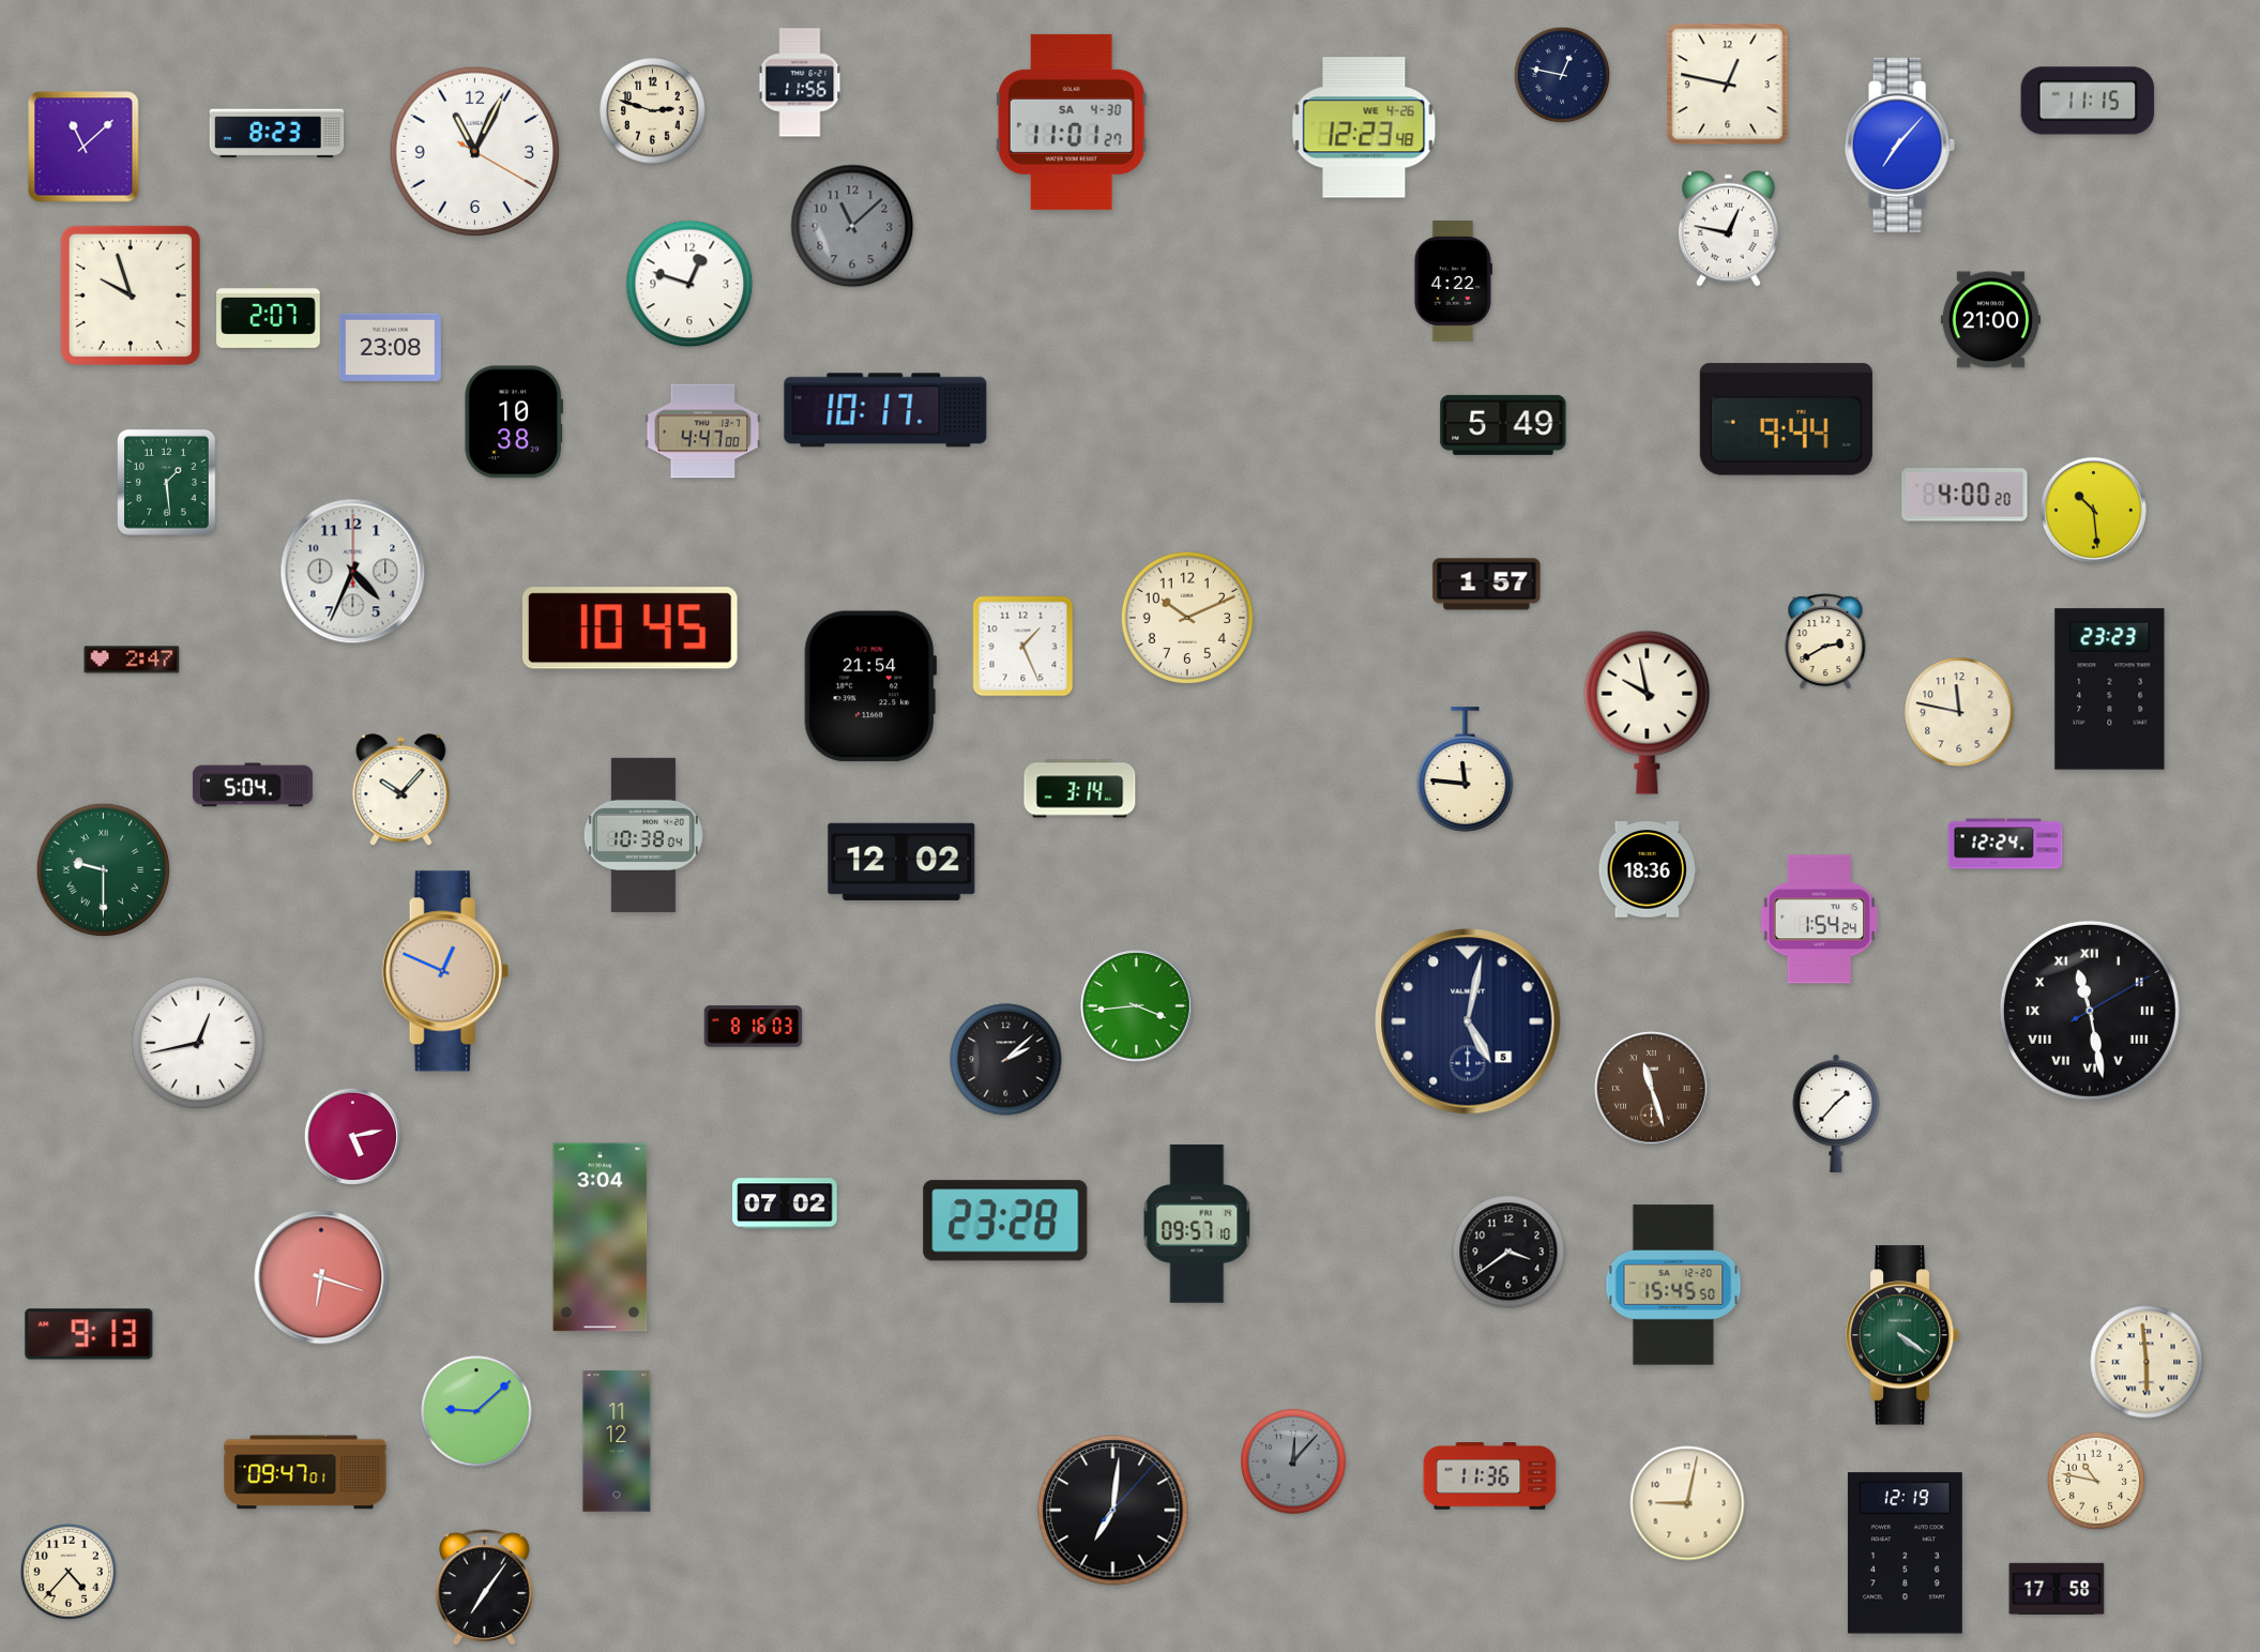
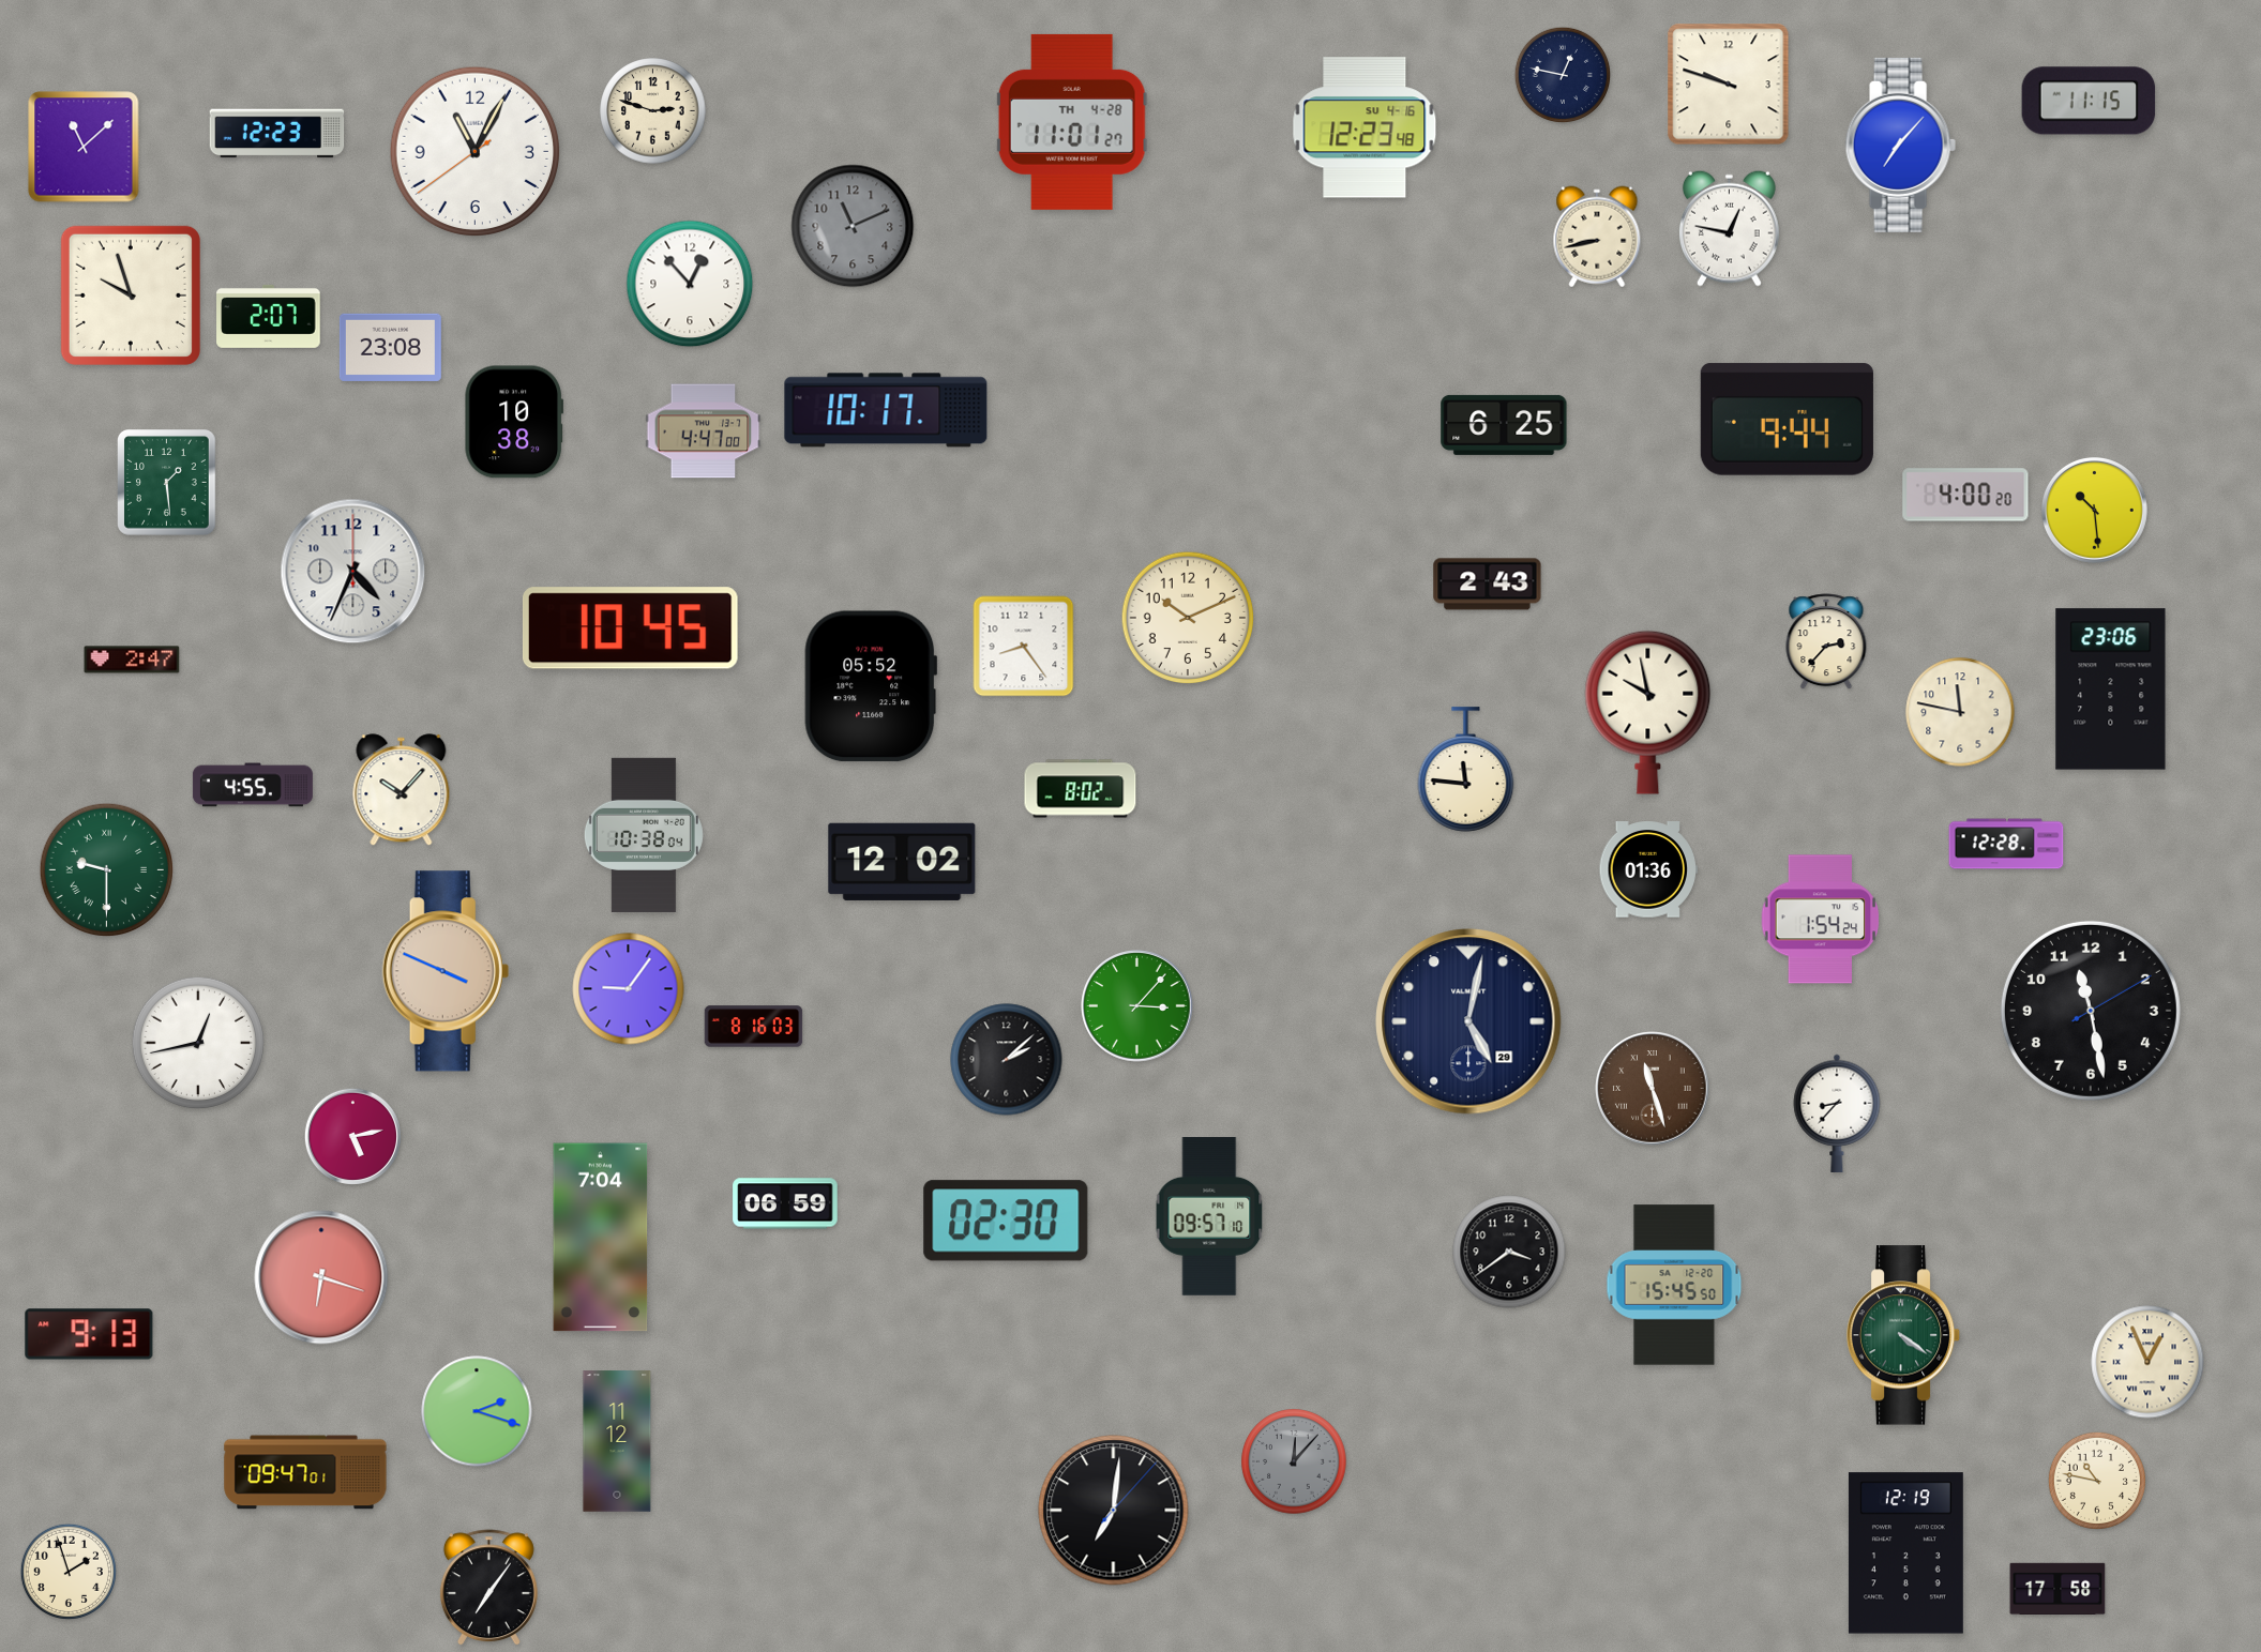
clock at (800, 82): 11:56 -> none
clock at (1728, 85): 12:47 -> 9:48
clock at (1072, 122) date: SA 4-30 -> TH 4-28
clock at (1364, 127) date: WE 4-26 -> SU 4-16
clock at (277, 134): 8:23 -> 12:23
clock at (475, 152): 11:04:20 -> 11:04:39
clock at (852, 226): 11:08 -> 11:11
clock at (1597, 237): none -> 8:43
clock at (1453, 281): 4:22 -> none
clock at (689, 284): 12:48 -> 12:53
clock at (1990, 320): 21:00 -> none
clock at (1503, 425): 5:49 -> 6:25
clock at (1487, 585): 1:57 -> 2:43
clock at (1825, 642): 2:40 -> 2:37
clock at (1023, 647): 1:26 -> 8:24
clock at (870, 686): 21:54 -> 05:52
clock at (2110, 689): 23:23 -> 23:06
clock at (253, 785): 5:04 -> 4:55
clock at (1080, 789): 3:14 -> 8:02
clock at (2005, 844): 12:24 -> 12:28
clock at (103, 869) position: (103, 869) -> (106, 869)
clock at (1647, 869): 18:36 -> 01:36
clock at (445, 971): 12:49 -> 3:49
clock at (629, 989): none -> 9:06
clock at (1137, 1006): 3:44 -> 3:07
clock at (2090, 1011) numerals: Roman -> Arabic
clock at (1468, 1021) date: 5 -> 29
clock at (1836, 1113): 1:37 -> 8:37
clock at (785, 1203): 07:02 -> 06:59
clock at (1005, 1221): 23:28 -> 02:30
clock at (1197, 1225) position: (1197, 1225) -> (1209, 1217)
clock at (601, 1238): 3:04 -> 7:04
clock at (2147, 1362): 5:59 -> 12:56
clock at (476, 1411): 9:08 -> 2:18
clock at (1490, 1476): 11:36 -> none
clock at (1687, 1503): 9:02 -> none
clock at (67, 1571): 4:37 -> 1:57
clock at (484, 1588) position: (484, 1588) -> (488, 1588)
